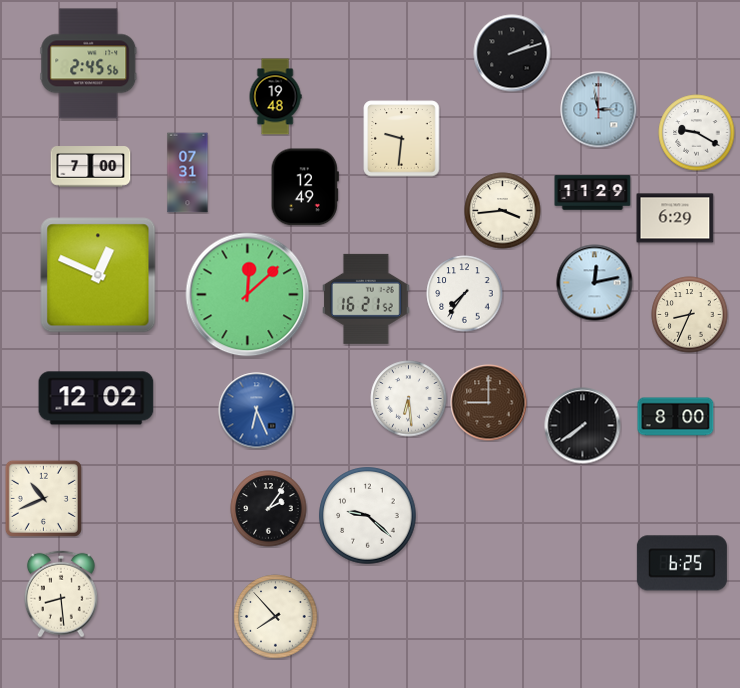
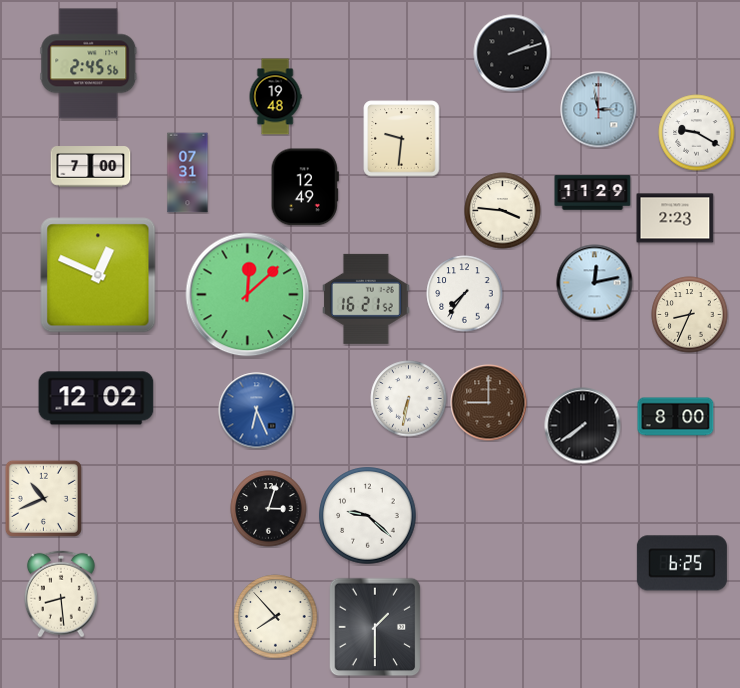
clock at (503, 211): 3:44 -> 3:46
clock at (675, 218): 6:29 -> 2:23
clock at (409, 399): 6:29 -> 6:32
clock at (269, 509): 2:06 -> 3:03
clock at (375, 627): none -> 1:30
